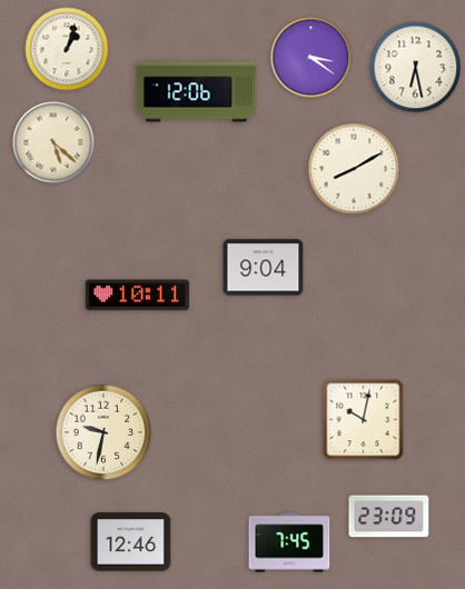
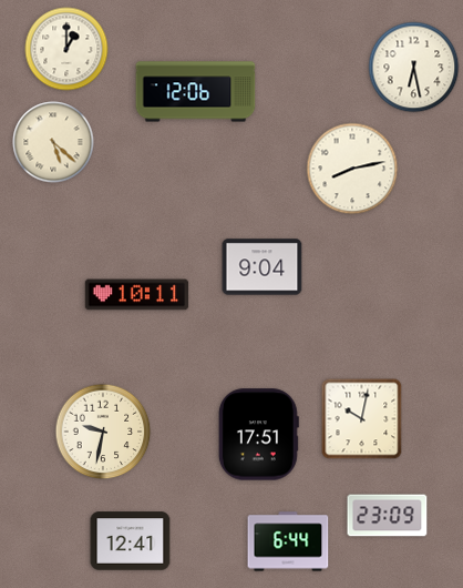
clock at (67, 49): 1:03 -> 1:00
clock at (311, 58): 3:21 -> none
clock at (354, 169): 8:10 -> 8:13
clock at (258, 435): none -> 17:51
clock at (131, 542): 12:46 -> 12:41
clock at (289, 542): 7:45 -> 6:44
